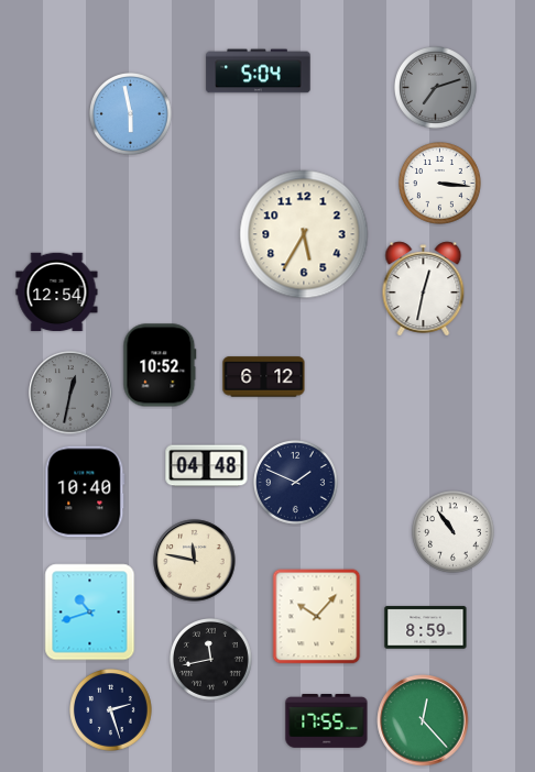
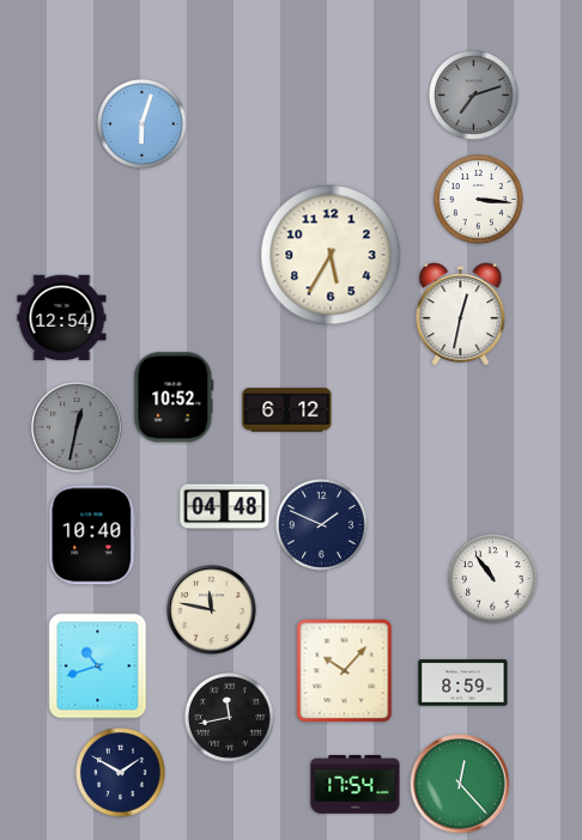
clock at (259, 71): 5:04 -> none
clock at (131, 114): 5:58 -> 6:03
clock at (111, 710): 2:27 -> 1:50
clock at (327, 721): 17:55 -> 17:54
